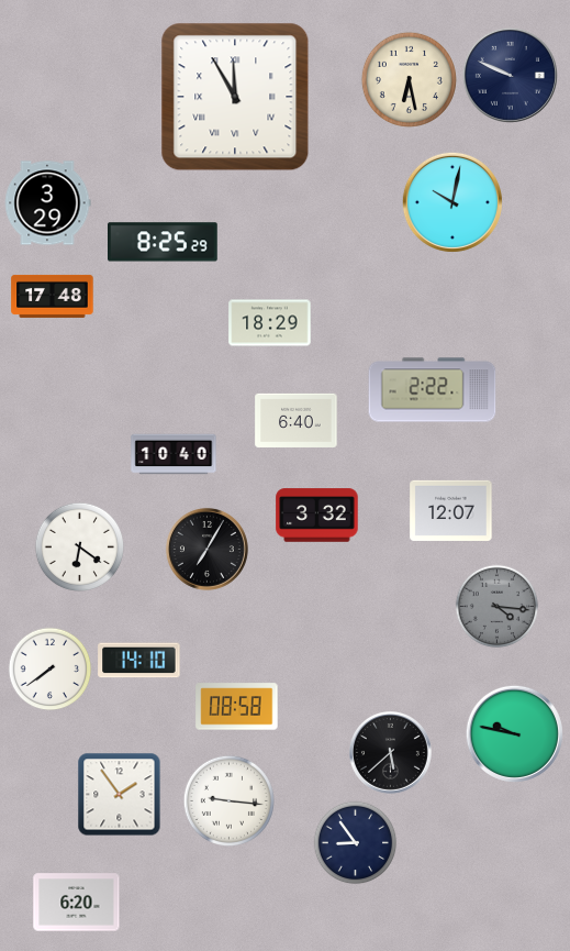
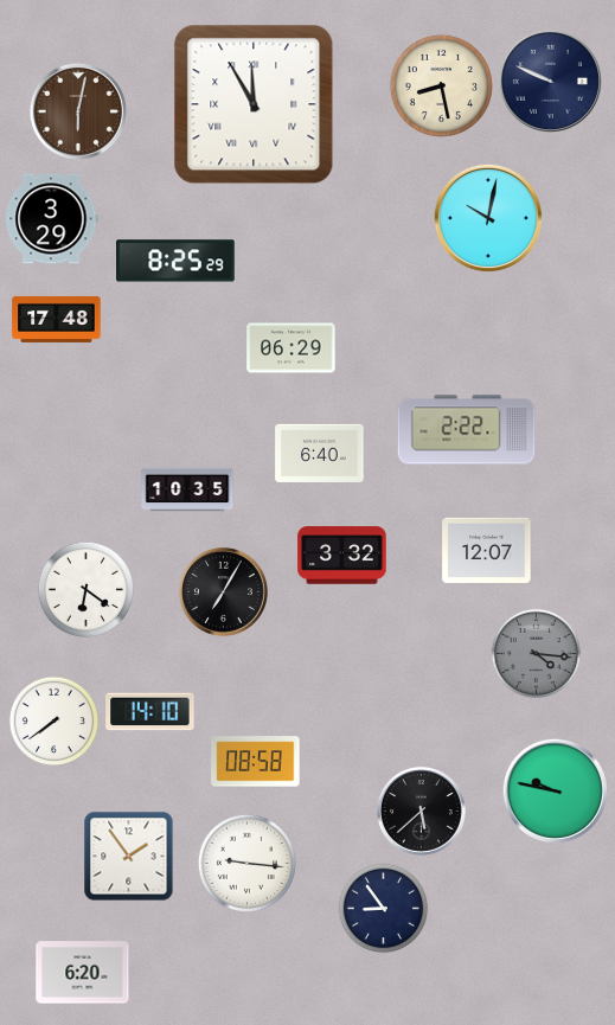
clock at (409, 79): 6:28 -> 8:28
clock at (78, 111): none -> 6:02
clock at (270, 323): 18:29 -> 06:29
clock at (433, 390) position: (433, 390) -> (467, 430)
clock at (174, 454): 10:40 -> 10:35
